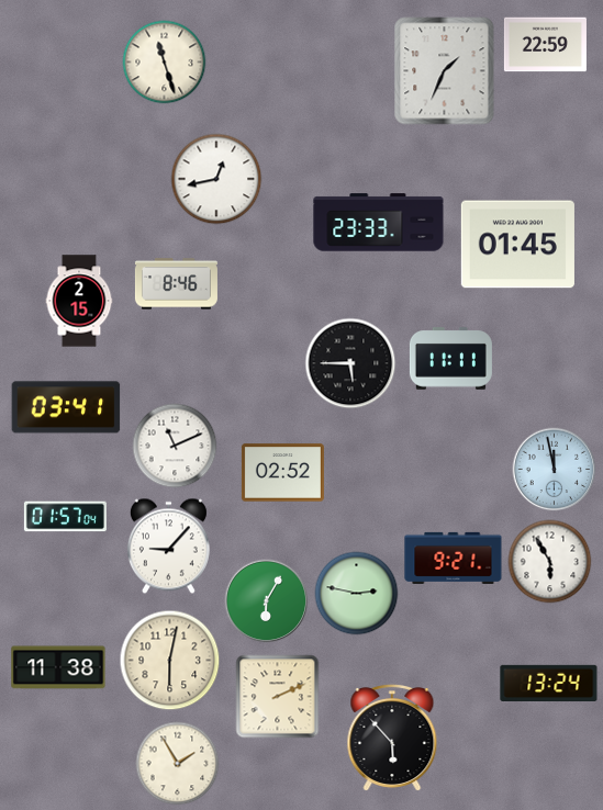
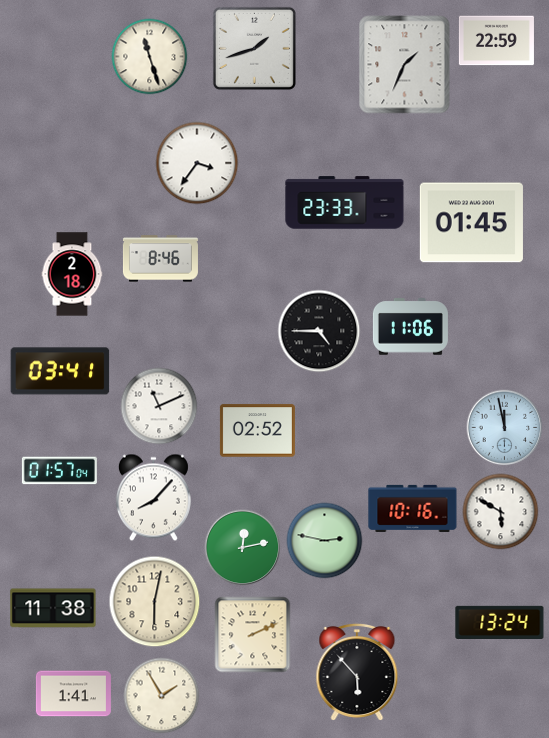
clock at (254, 48): none -> 1:42
clock at (216, 179): 12:43 -> 3:36
clock at (79, 301): 2:15 -> 2:18
clock at (450, 359): 11:11 -> 11:06
clock at (350, 363): 5:45 -> 4:45
clock at (168, 547): 9:07 -> 8:07
clock at (454, 558): 9:21 -> 10:16
clock at (550, 562): 5:55 -> 5:50
clock at (267, 601): 6:05 -> 12:13
clock at (73, 694): none -> 1:41
